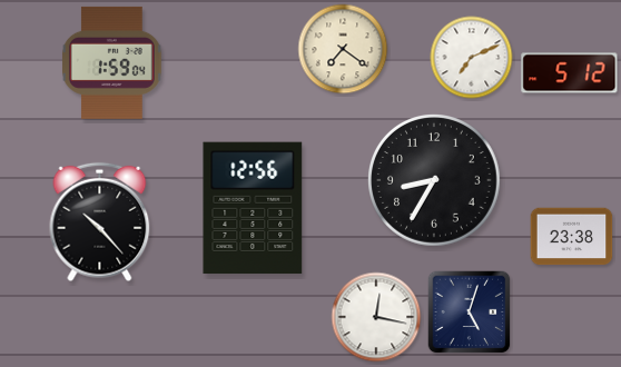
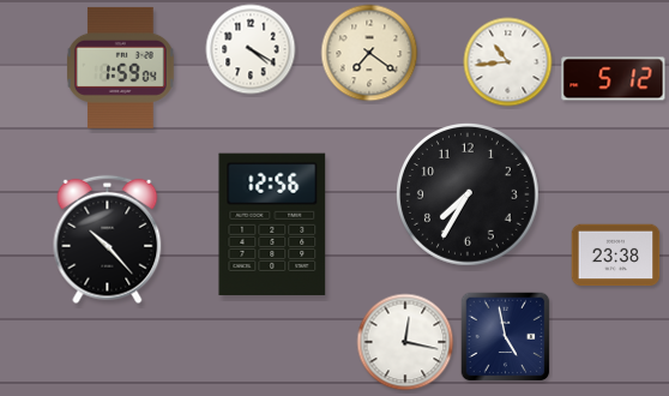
clock at (251, 49): none -> 4:20
clock at (472, 58): 7:11 -> 10:44
clock at (435, 181): 8:35 -> 7:35
clock at (470, 313): 5:03 -> 4:58
